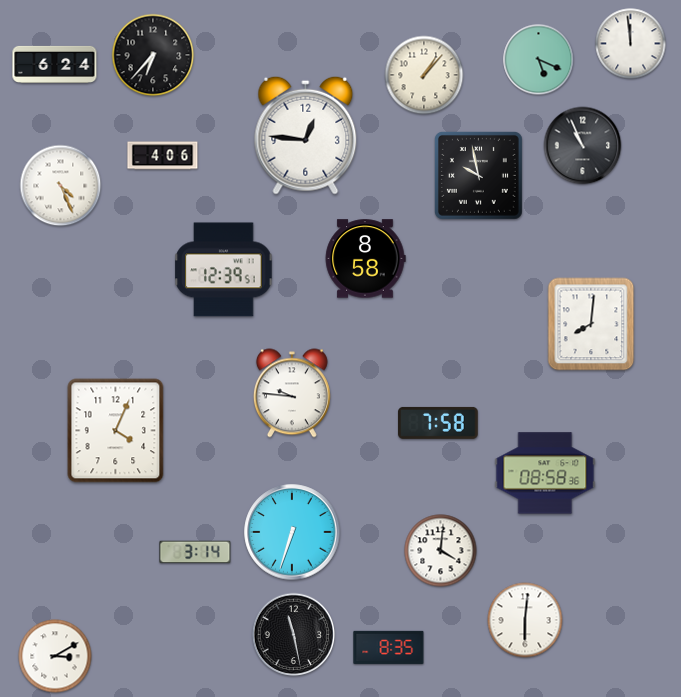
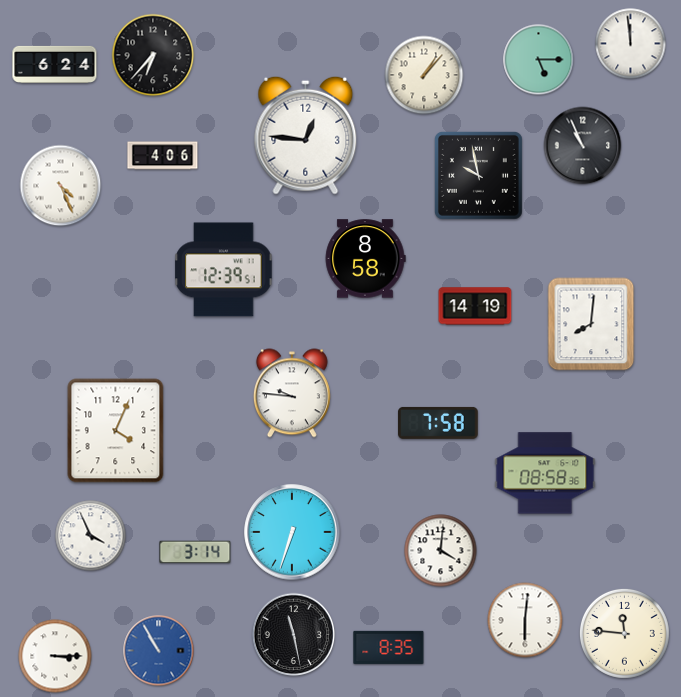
clock at (539, 60): 5:19 -> 5:15
clock at (475, 306): none -> 14:19
clock at (91, 536): none -> 3:56
clock at (624, 633): none -> 11:46
clock at (159, 651): none -> 10:55
clock at (55, 656): 3:10 -> 3:15
